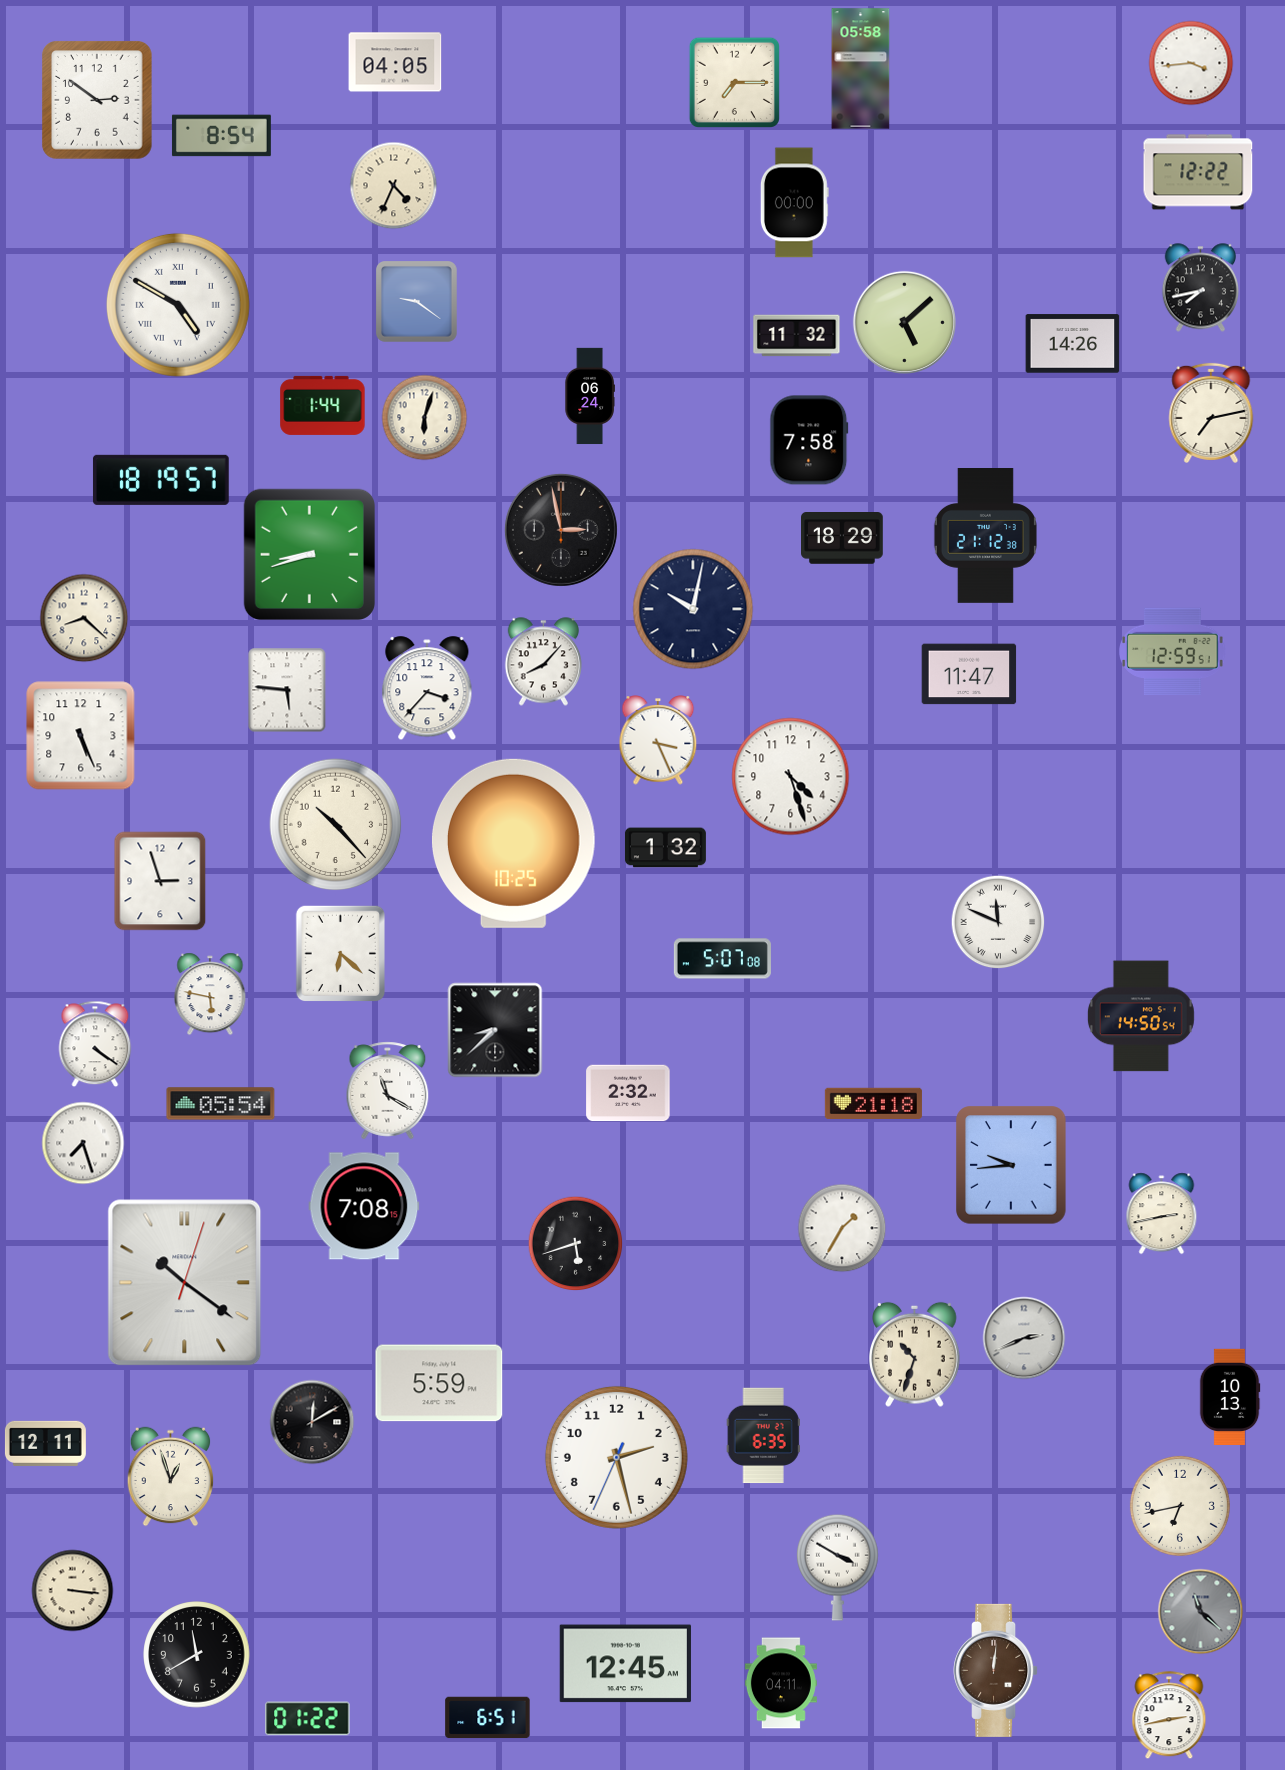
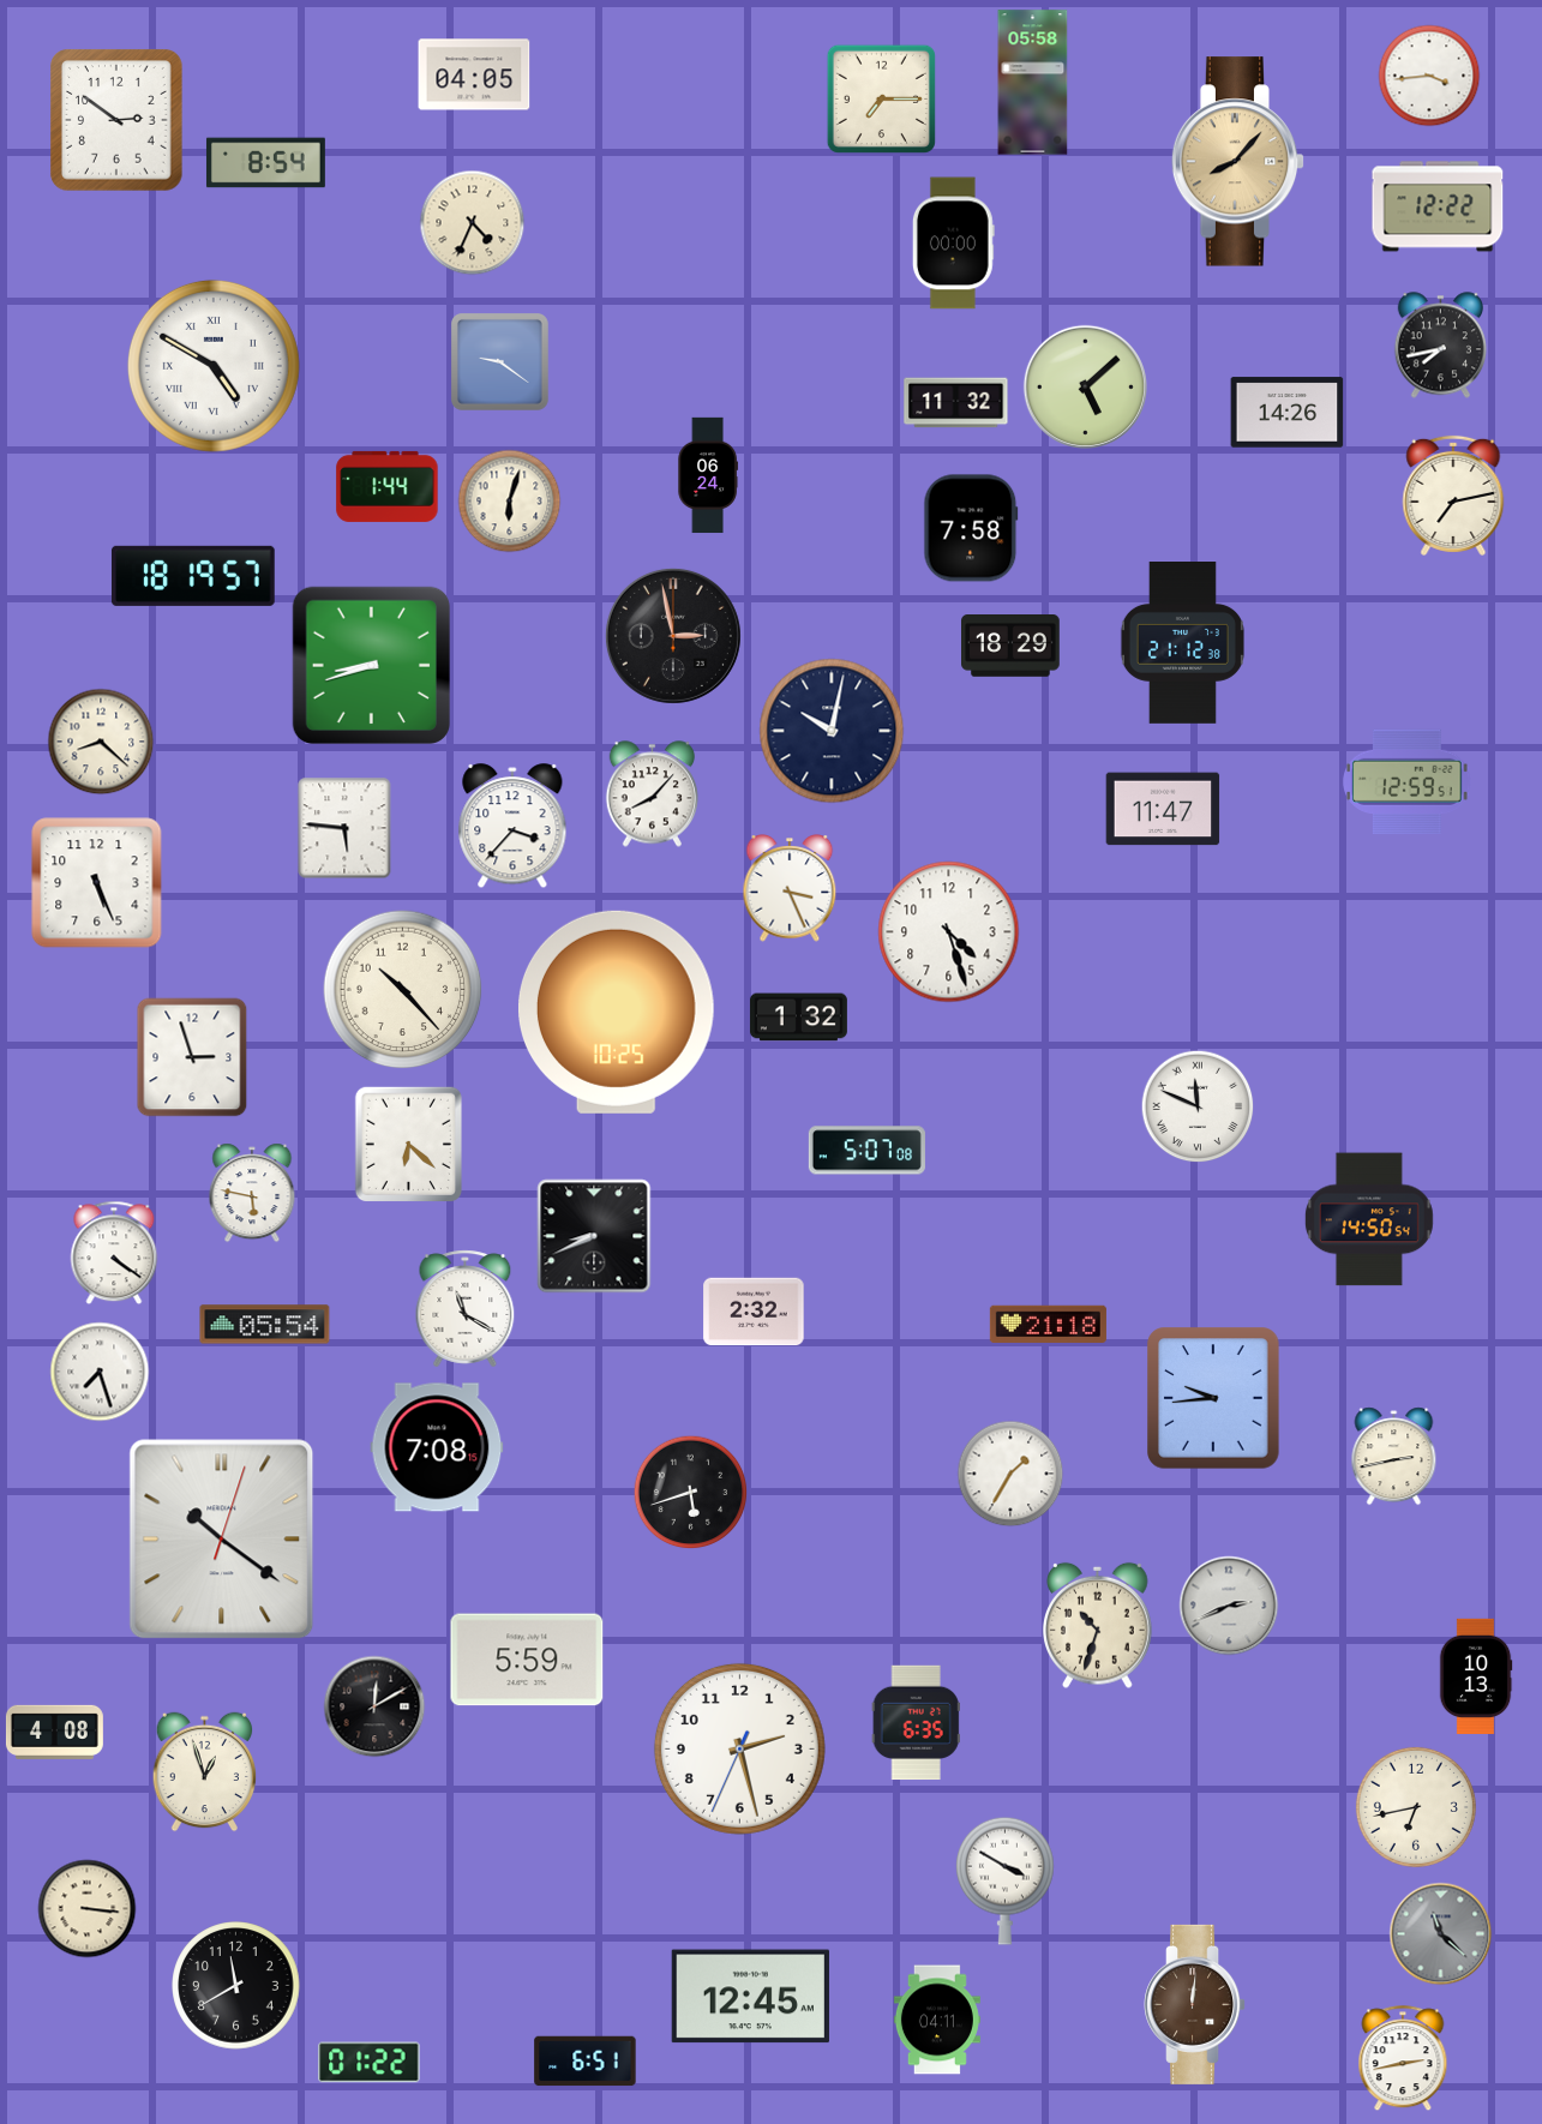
clock at (1238, 162): none -> 8:07
clock at (495, 1030): 8:38 -> 8:41
clock at (45, 1443): 12:11 -> 4:08
